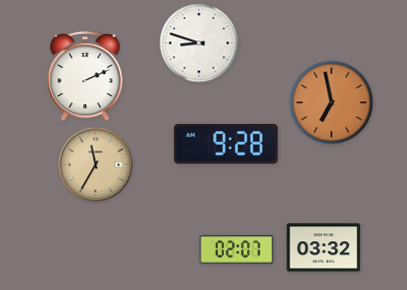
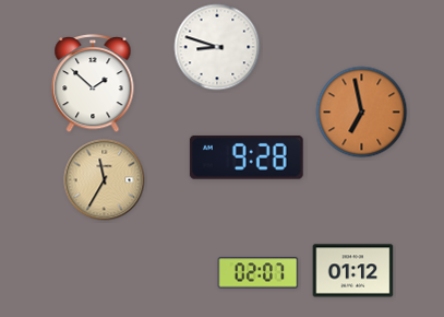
clock at (85, 77): 2:11 -> 1:52
clock at (324, 248): 03:32 -> 01:12
